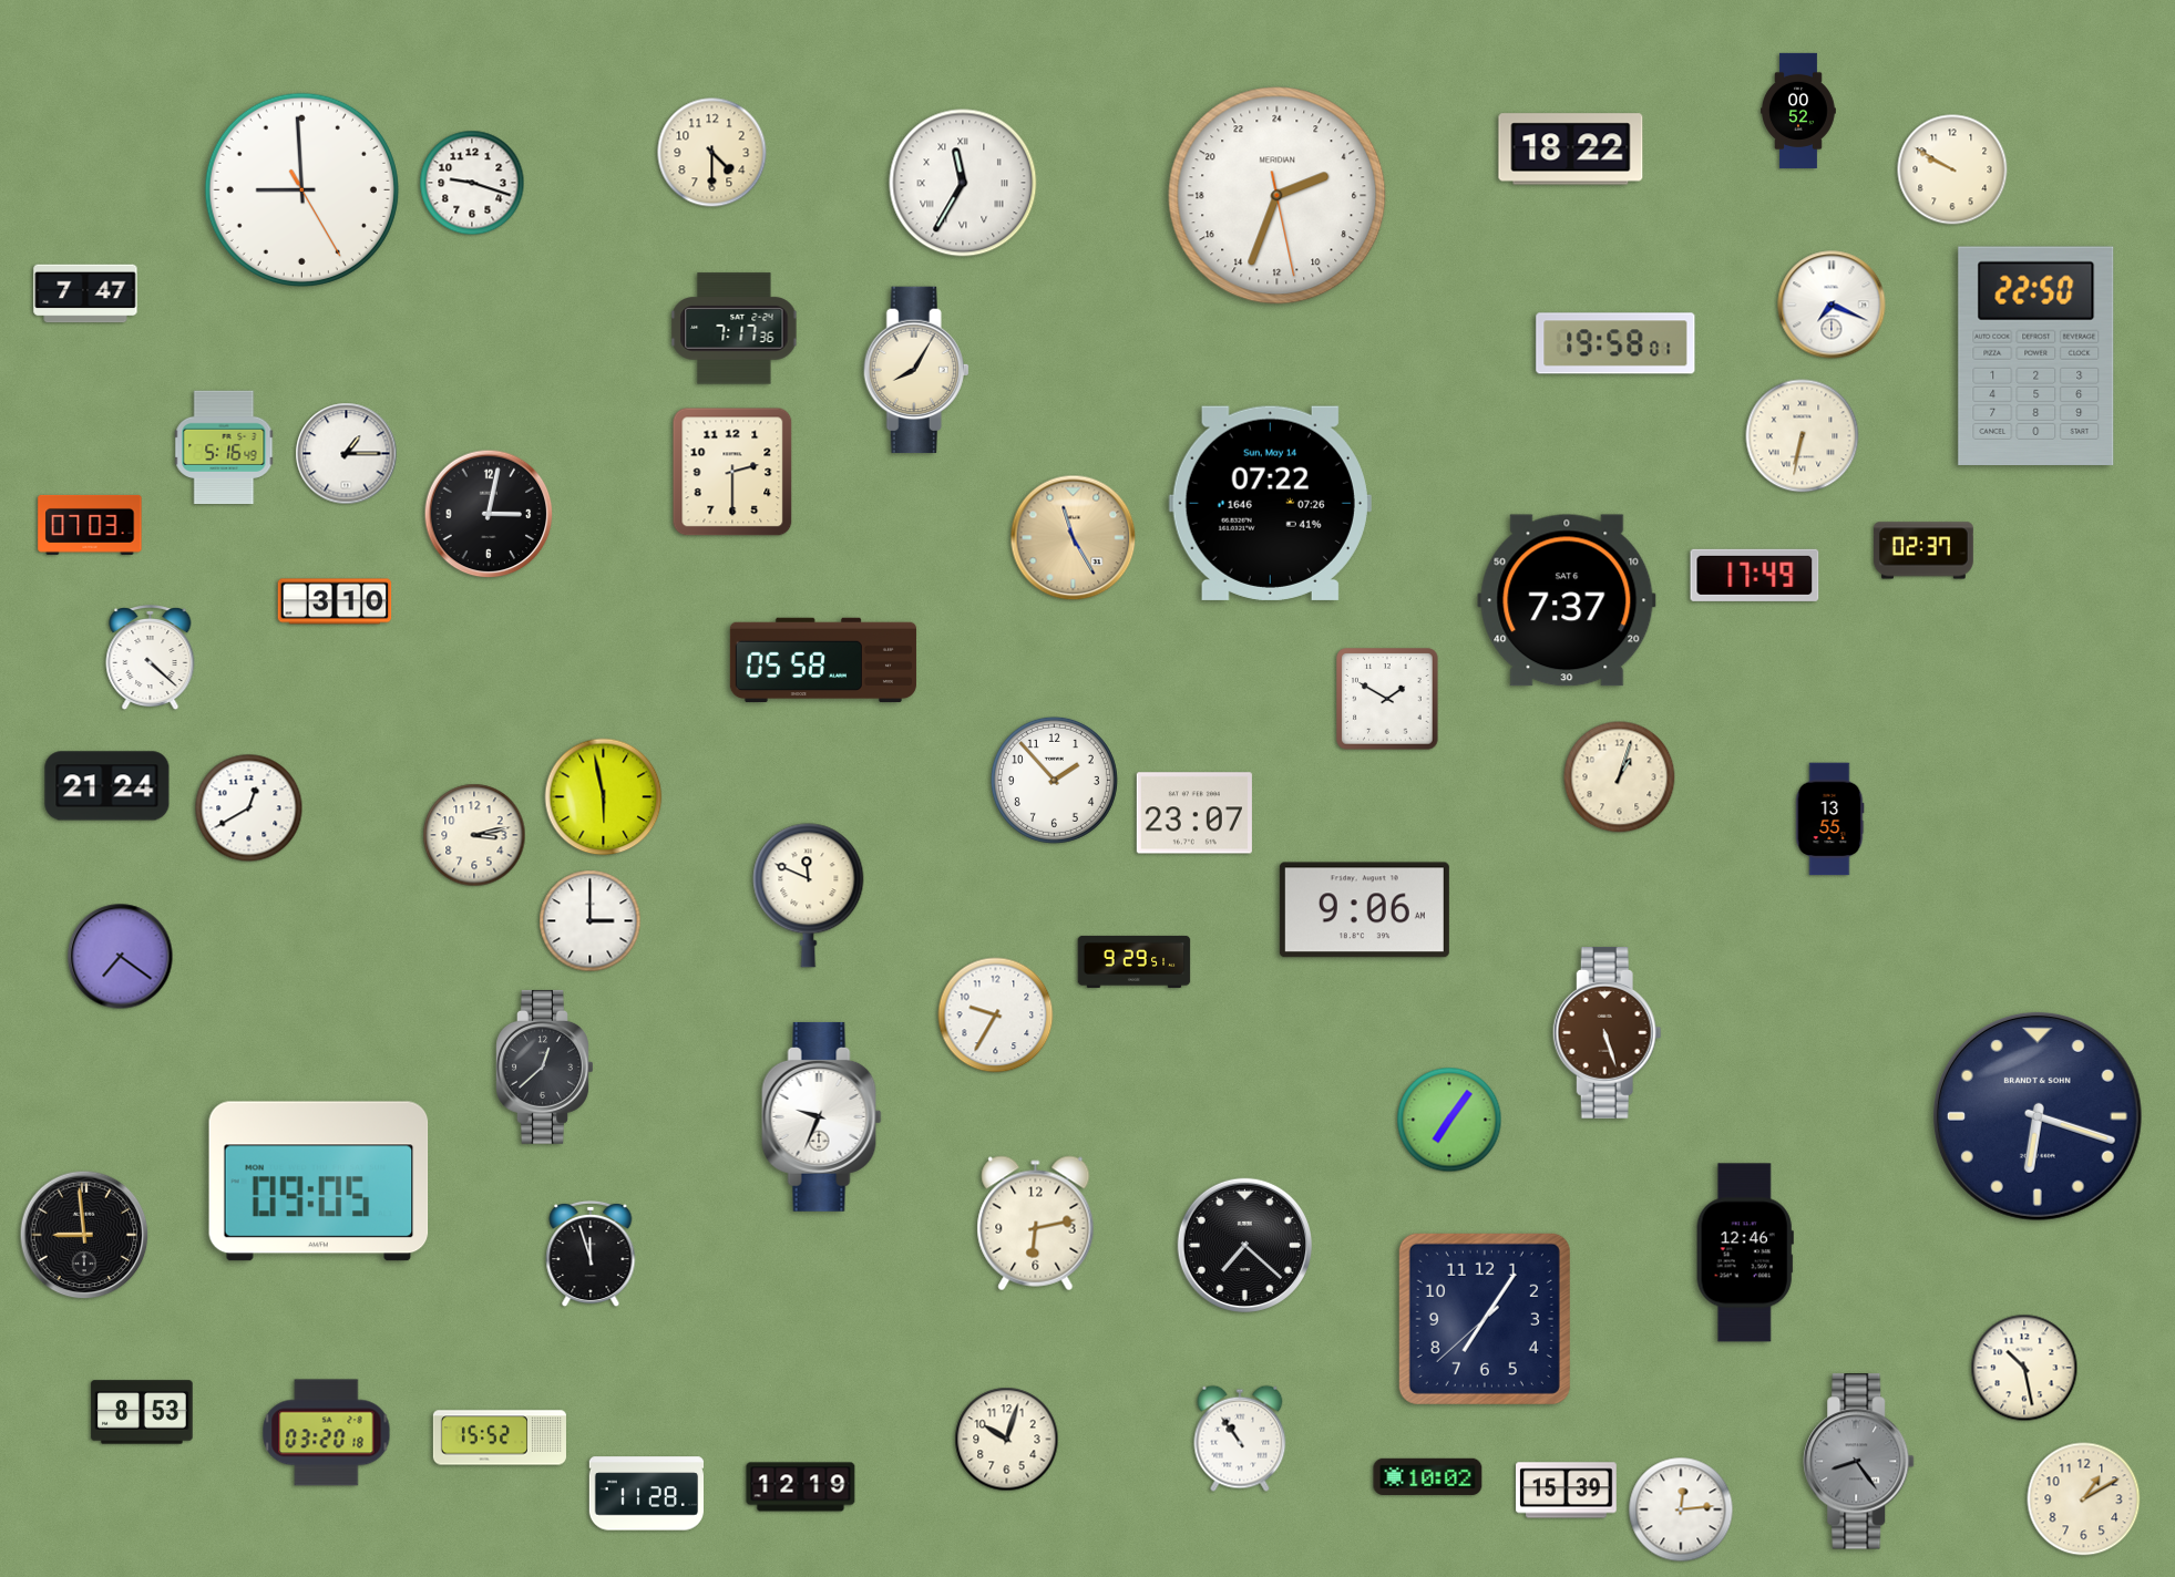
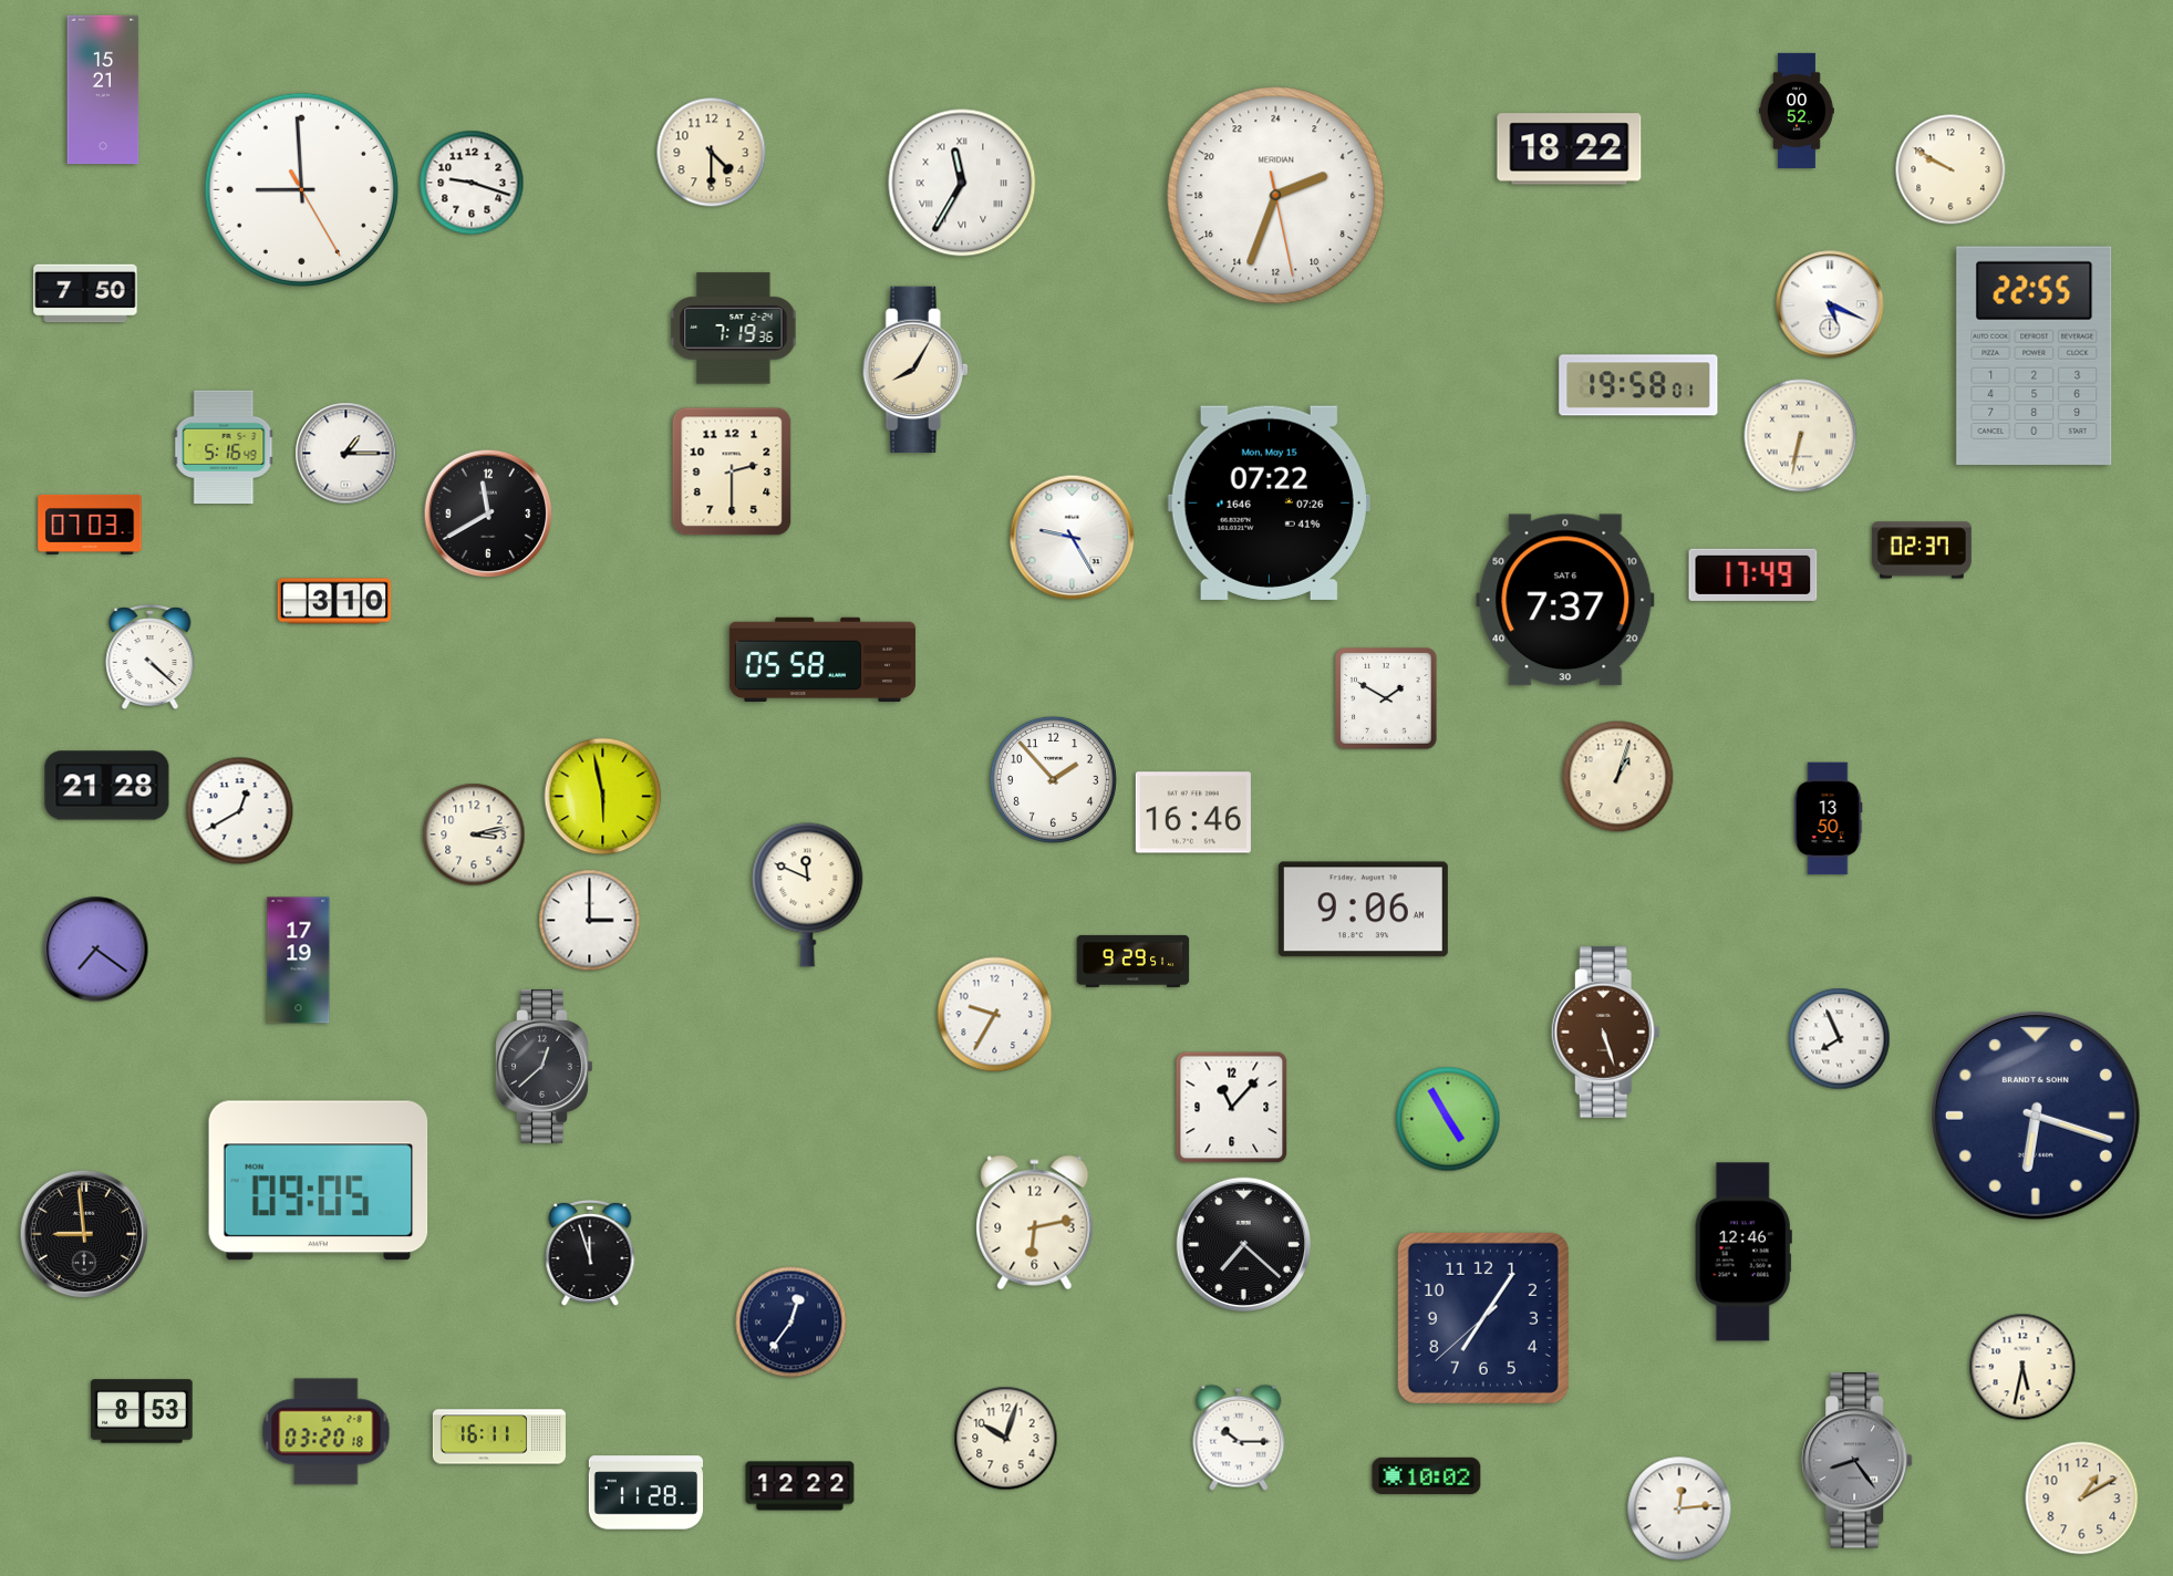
clock at (103, 90): none -> 15:21
clock at (85, 293): 7:47 -> 7:50
clock at (1832, 305): 7:19 -> 5:19
clock at (735, 329): 7:17 -> 7:19
clock at (1615, 343) position: (1615, 343) -> (1638, 385)
clock at (2037, 355): 22:50 -> 22:55
clock at (1270, 503) date: Sun, May 14 -> Mon, May 15
clock at (489, 514): 3:02 -> 11:40
clock at (1074, 538): 11:25 -> 9:25
clock at (1074, 538) dial: champagne -> white
clock at (107, 786): 21:24 -> 21:28
clock at (249, 808) position: (249, 808) -> (240, 811)
clock at (1194, 813): 23:07 -> 16:46
clock at (1829, 820): 13:55 -> 13:50
clock at (121, 957) position: (121, 957) -> (96, 950)
clock at (299, 961): none -> 17:19
clock at (1840, 1039): none -> 7:56
clock at (1232, 1108): none -> 11:07
clock at (822, 1116): 9:34 -> none
clock at (1449, 1120): 7:06 -> 4:55
clock at (791, 1323): none -> 12:36
clock at (2024, 1368): 10:28 -> 5:32
clock at (500, 1437): 15:52 -> 16:11
clock at (1240, 1439): 10:54 -> 10:15
clock at (801, 1487): 12:19 -> 12:22
clock at (1567, 1491): 15:39 -> none
